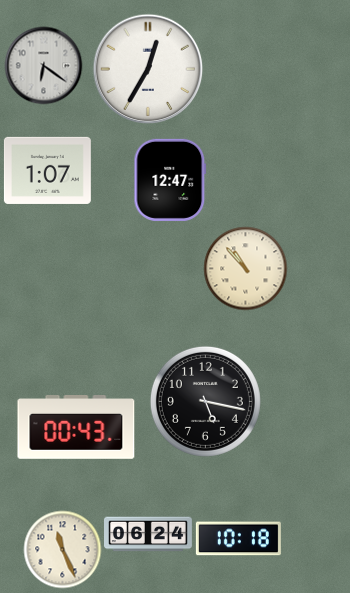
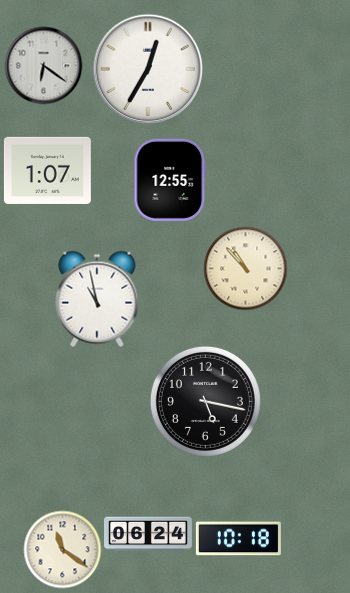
clock at (170, 180): 12:47 -> 12:55
clock at (97, 299): none -> 10:58
clock at (76, 428): 00:43 -> none
clock at (62, 549): 11:26 -> 11:21
